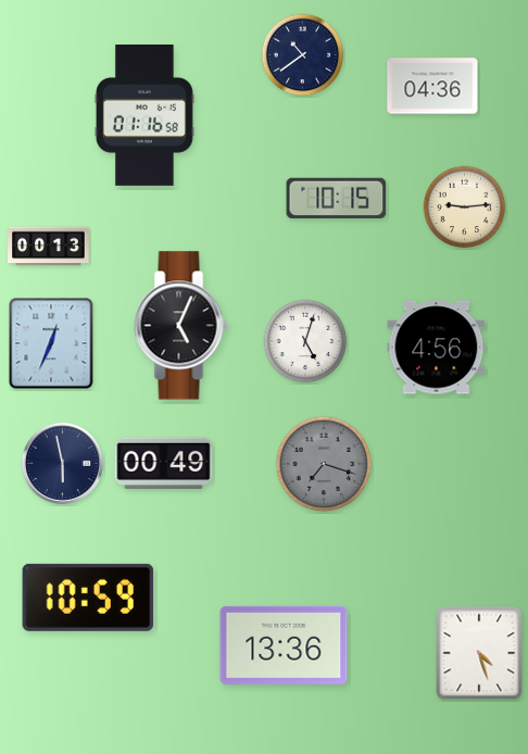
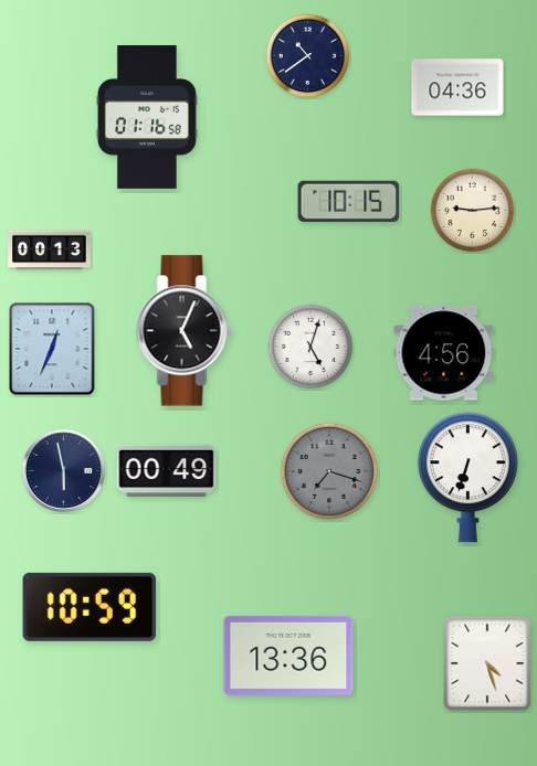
clock at (432, 86) position: (432, 86) -> (457, 87)
clock at (337, 198) position: (337, 198) -> (349, 201)
clock at (467, 478): none -> 6:33
